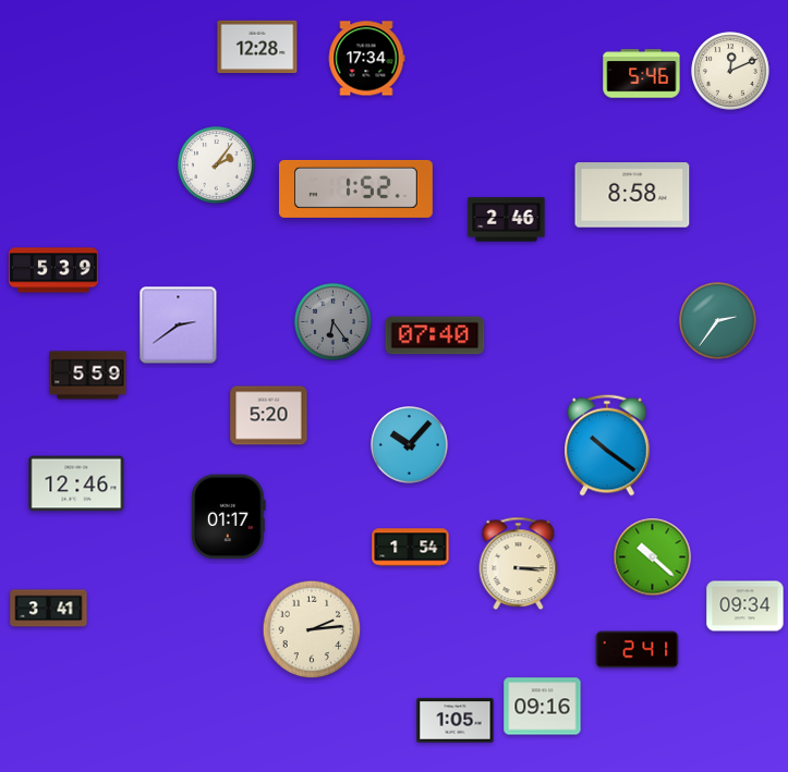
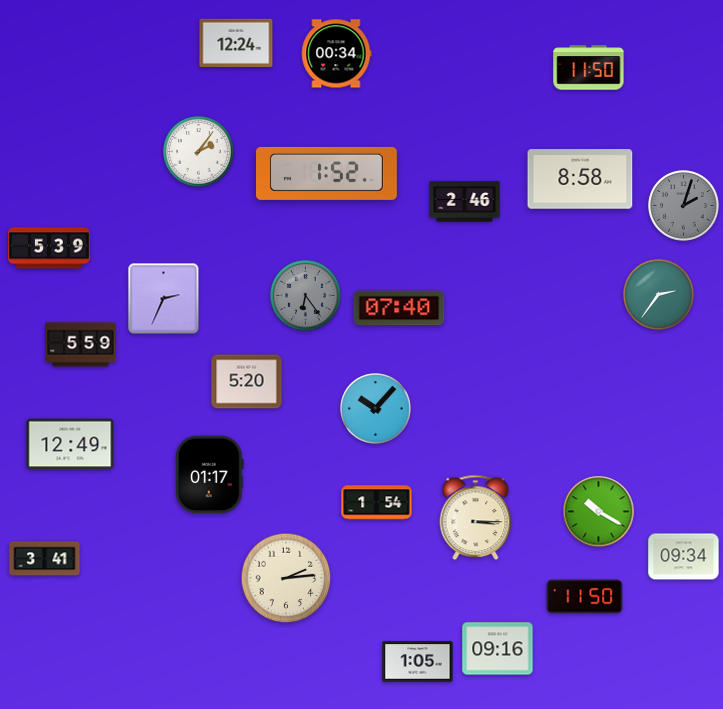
clock at (257, 47): 12:28 -> 12:24
clock at (366, 59): 17:34 -> 00:34
clock at (730, 71): 12:11 -> none
clock at (642, 74): 5:46 -> 11:50
clock at (684, 206): none -> 2:03
clock at (179, 326): 2:39 -> 2:34
clock at (608, 445): 10:21 -> none
clock at (76, 483): 12:46 -> 12:49
clock at (653, 557): 10:22 -> 10:20
clock at (638, 650): 2:41 -> 11:50
